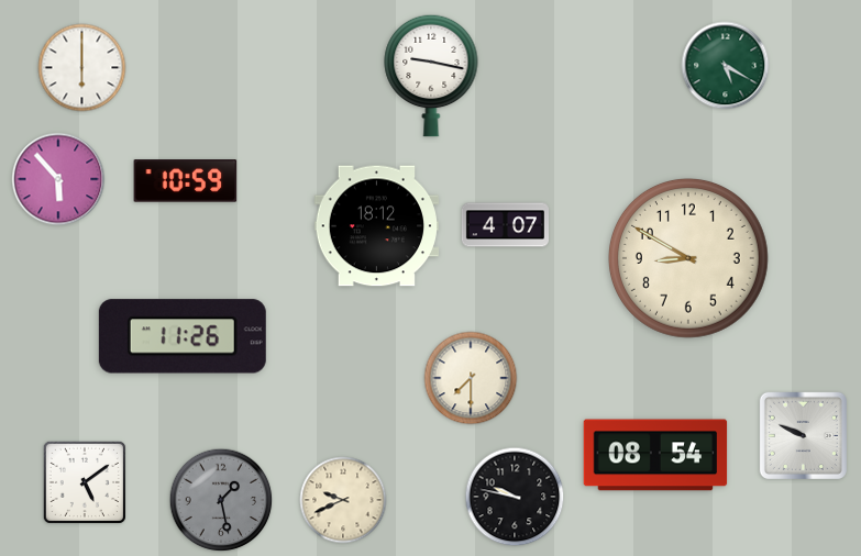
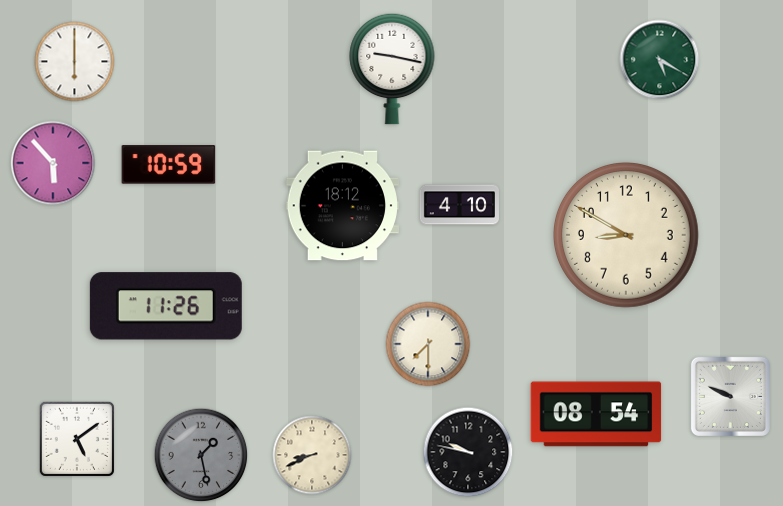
clock at (505, 225): 4:07 -> 4:10
clock at (343, 500): 9:41 -> 8:41
